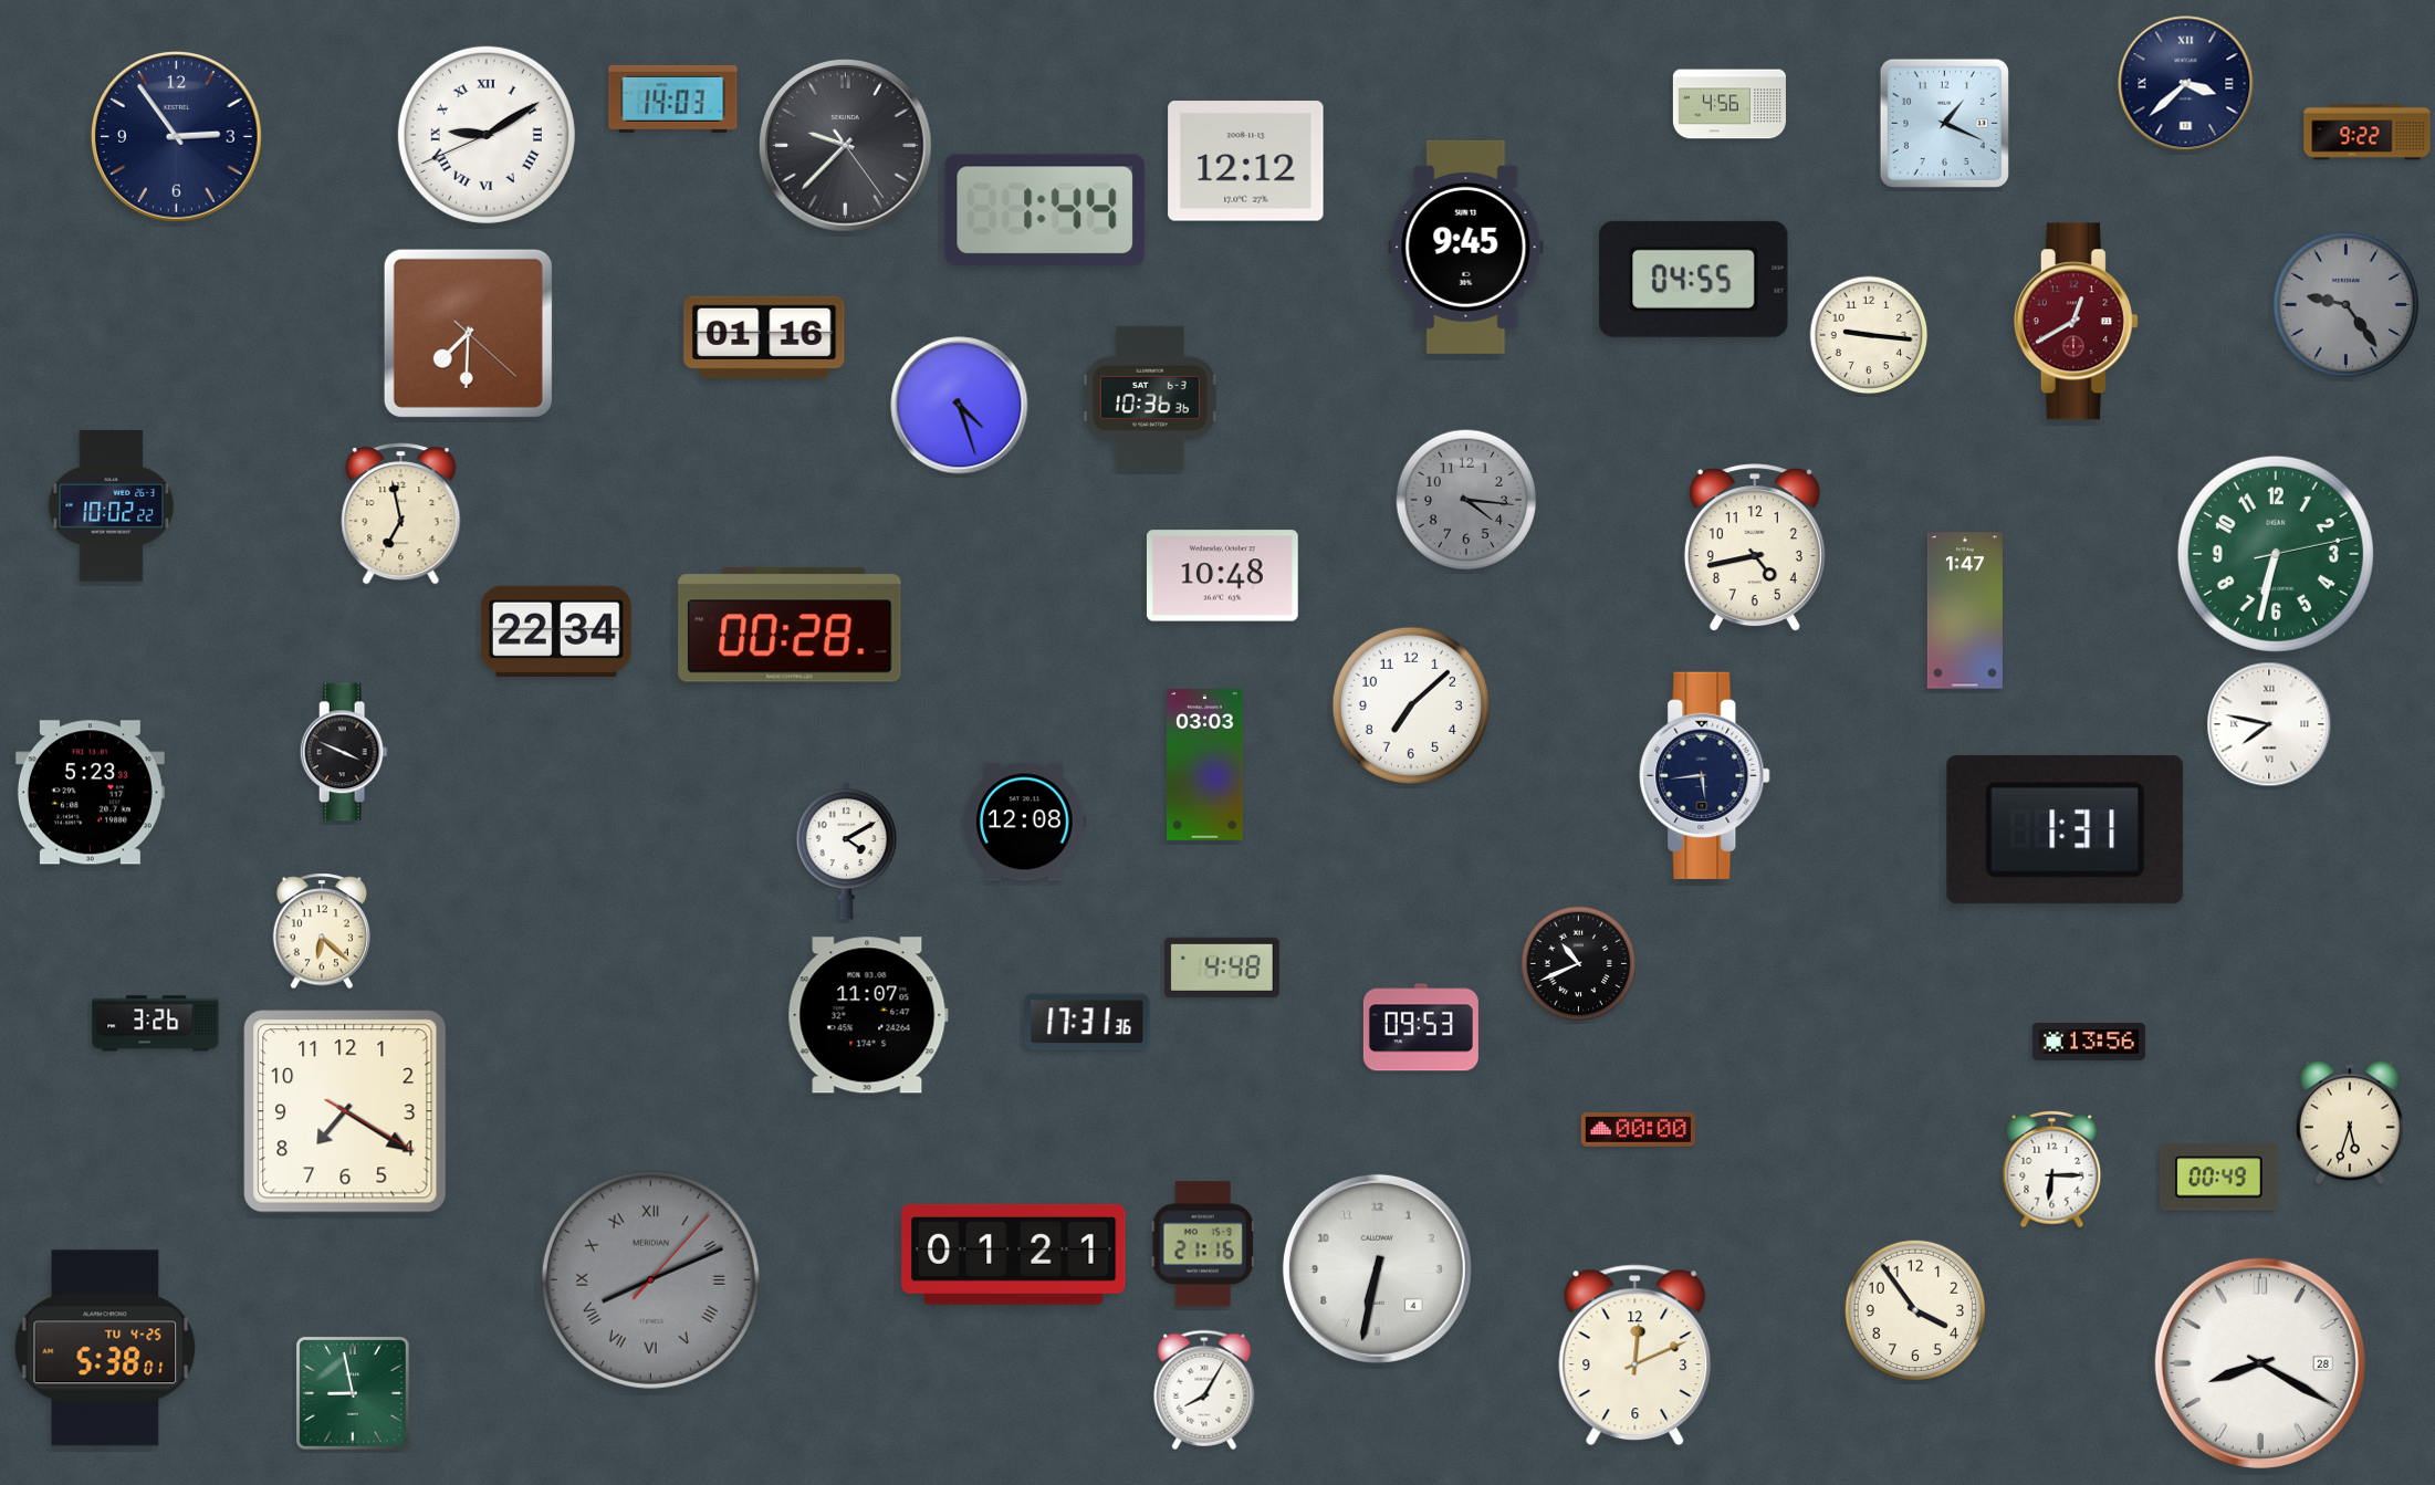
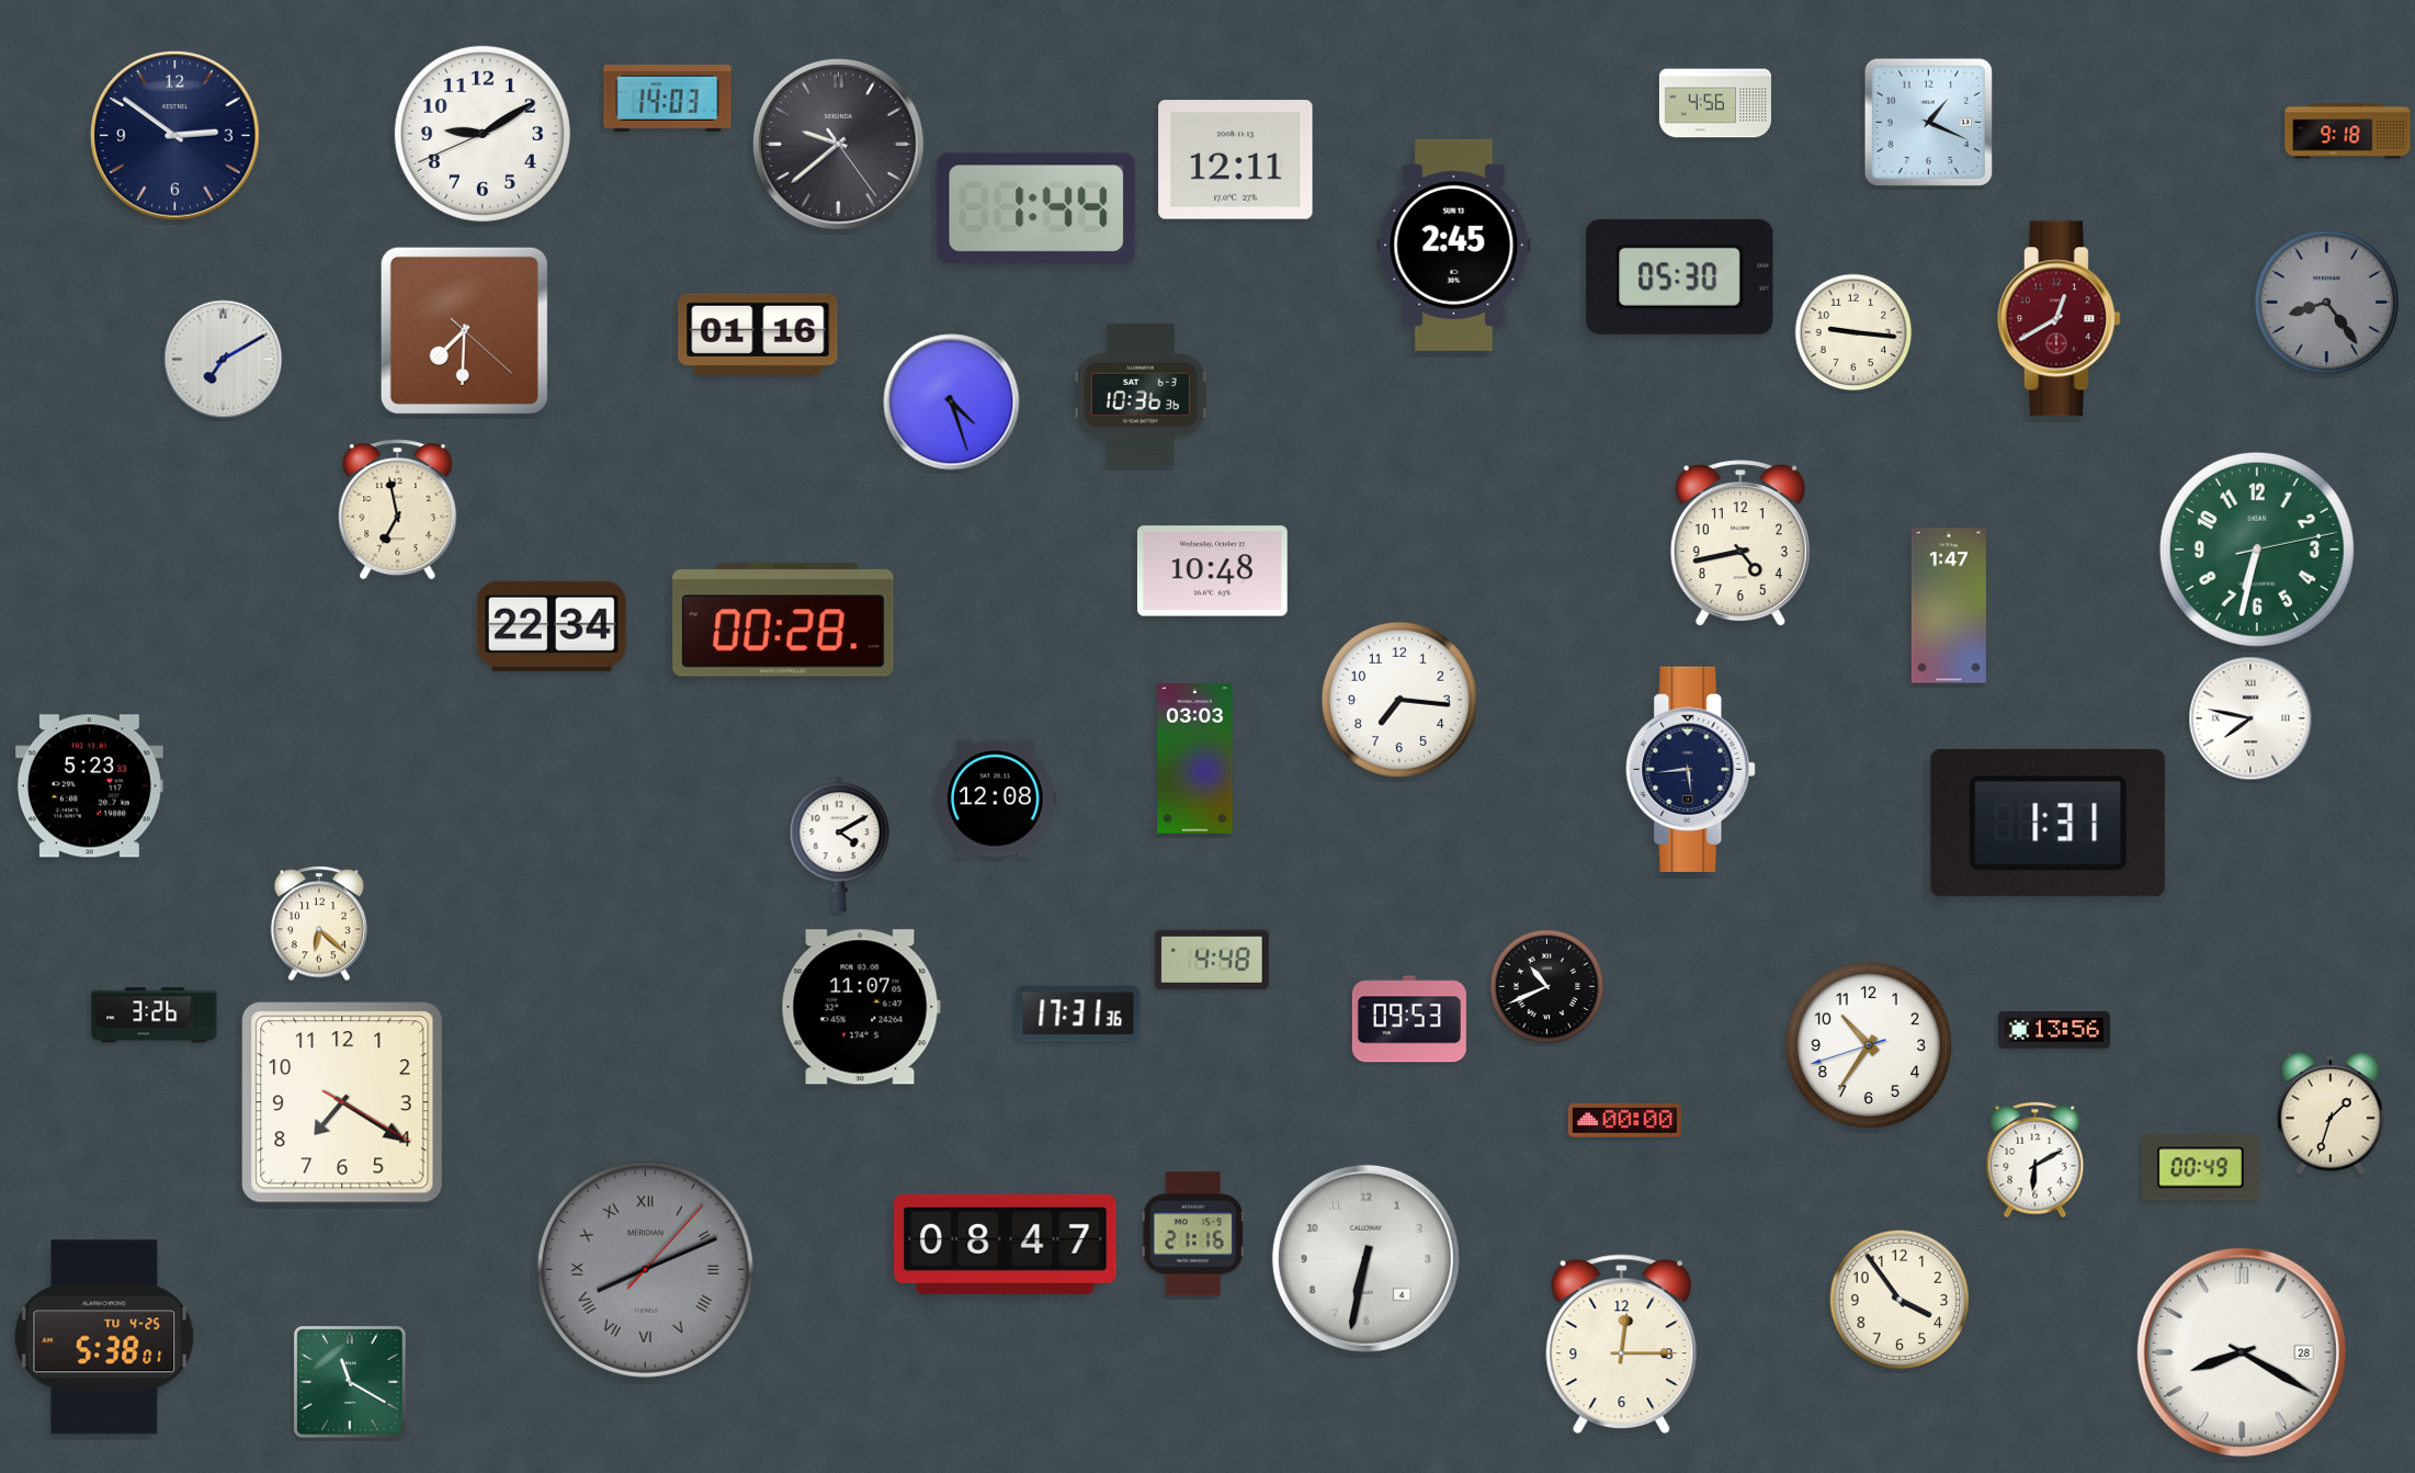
clock at (2186, 84): 3:38 -> none
clock at (2368, 133): 9:22 -> 9:18
clock at (487, 135) numerals: Roman -> Arabic
clock at (177, 137): 2:54 -> 2:51
clock at (846, 146): 9:37 -> 9:38
clock at (1246, 161): 12:12 -> 12:11
clock at (1466, 247): 9:45 -> 2:45
clock at (1694, 279): 04:55 -> 05:30
clock at (2345, 304): 9:24 -> 8:24
clock at (224, 360): none -> 7:10
clock at (1465, 499): 4:16 -> none
clock at (112, 506): 10:02 -> none
clock at (1411, 705): 7:08 -> 7:16
clock at (344, 752): 3:49 -> none
clock at (1025, 822) position: (1025, 822) -> (996, 798)
clock at (1579, 964) position: (1579, 964) -> (1547, 987)
clock at (2089, 1042) position: (2089, 1042) -> (2054, 1030)
clock at (1869, 1045): none -> 10:35
clock at (2350, 1122): 5:33 -> 1:33
clock at (2052, 1170): 6:15 -> 6:10
clock at (1014, 1254): 01:21 -> 08:47
clock at (1635, 1356): 12:11 -> 12:15
clock at (1204, 1390): 8:05 -> none
clock at (353, 1393): 8:58 -> 11:20
